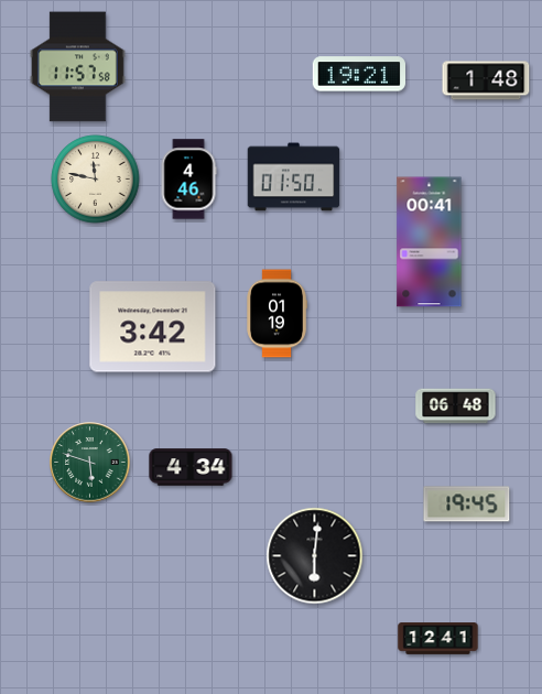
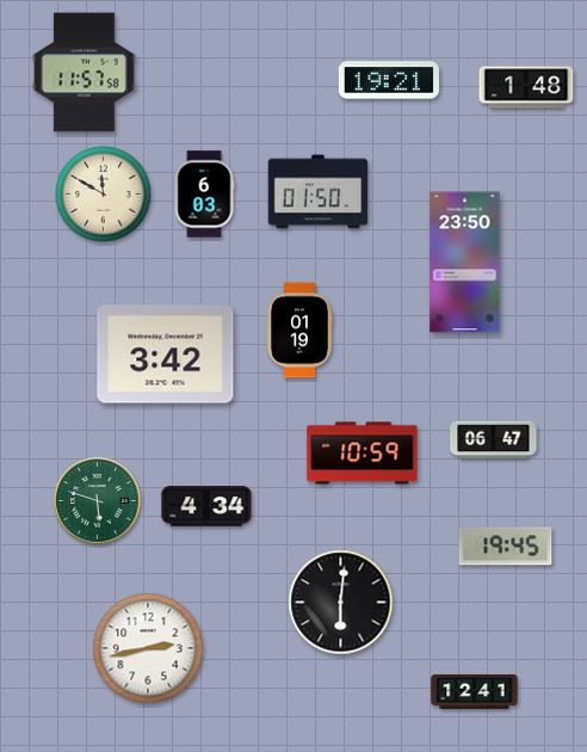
clock at (96, 180): 11:47 -> 11:50
clock at (188, 180): 4:46 -> 6:03
clock at (430, 242): 00:41 -> 23:50
clock at (277, 314) position: (277, 314) -> (299, 331)
clock at (456, 406): 06:48 -> 06:47
clock at (363, 454): none -> 10:59
clock at (148, 648): none -> 2:43
